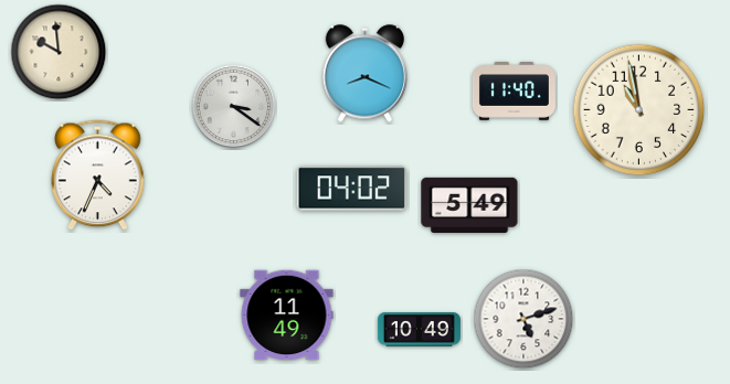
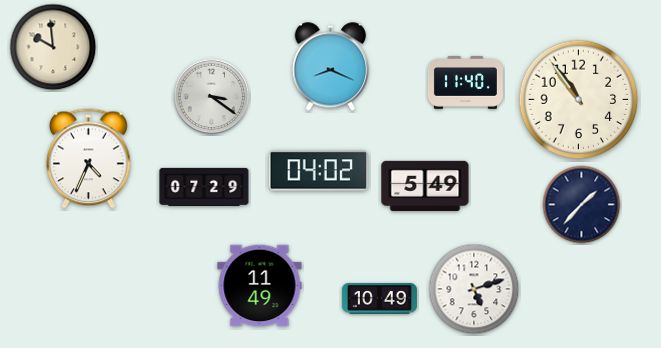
clock at (639, 110): 10:58 -> 10:54
clock at (204, 187): none -> 07:29
clock at (582, 205): none -> 1:37
